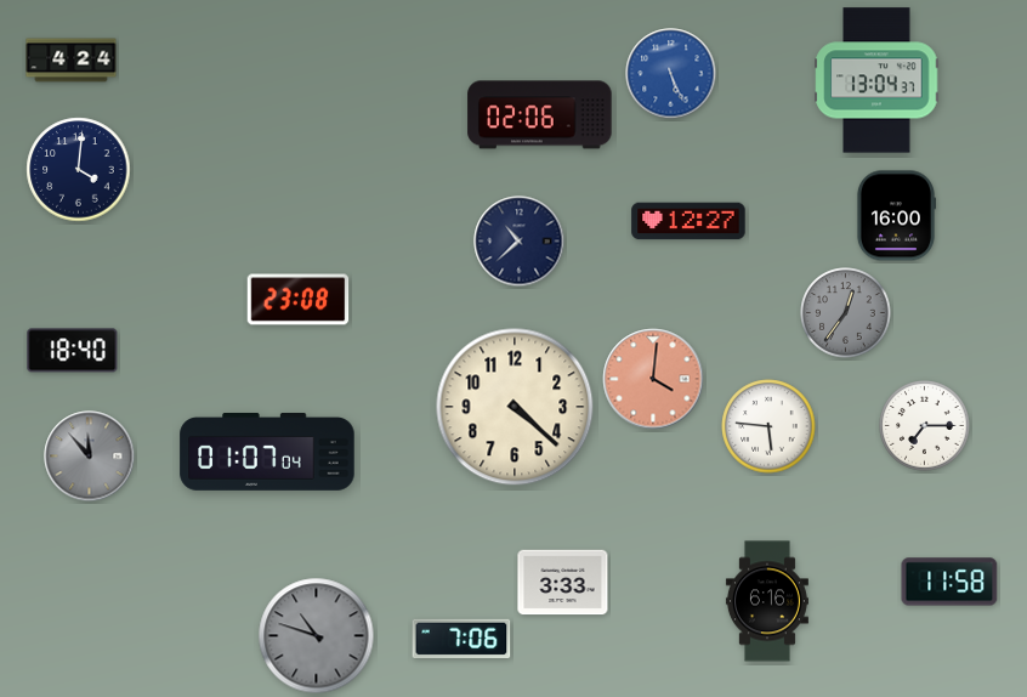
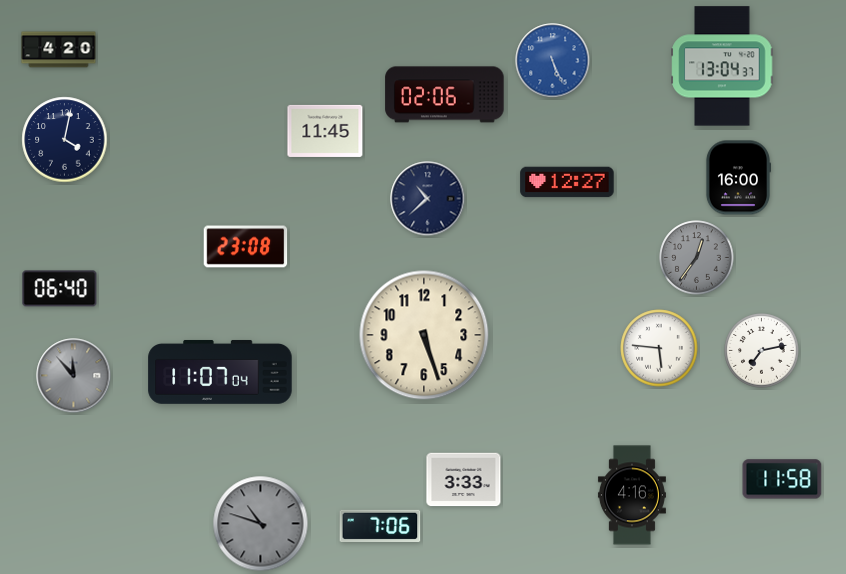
clock at (72, 61): 4:24 -> 4:20
clock at (325, 131): none -> 11:45
clock at (79, 170): 4:01 -> 4:02
clock at (73, 351): 18:40 -> 06:40
clock at (653, 379): 4:01 -> none
clock at (515, 407): 4:22 -> 5:27
clock at (768, 426) position: (768, 426) -> (659, 348)
clock at (925, 426): 7:15 -> 7:13
clock at (267, 452): 01:07 -> 11:07
clock at (767, 601): 6:16 -> 4:16
